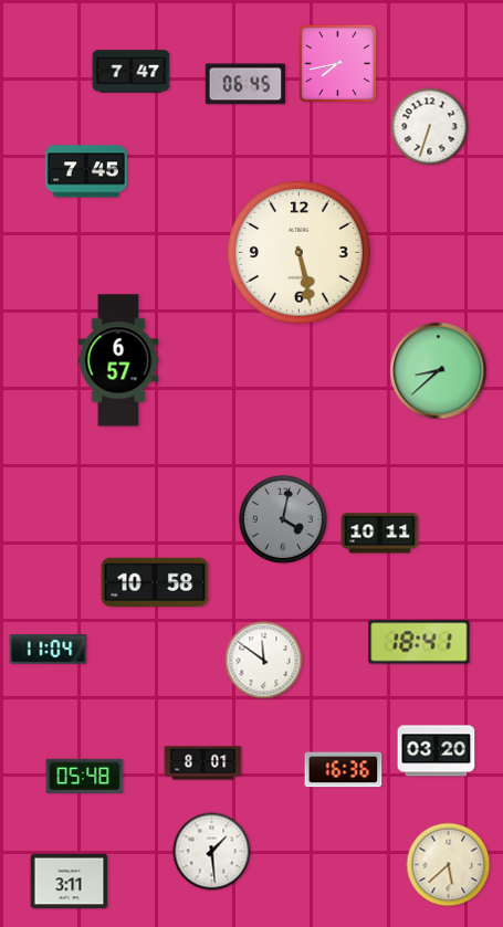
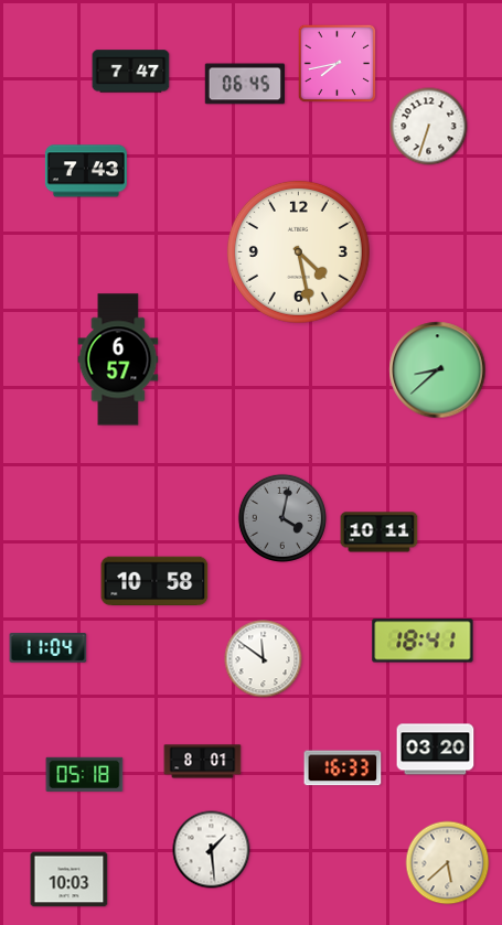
clock at (86, 171): 7:45 -> 7:43
clock at (298, 252): 5:28 -> 4:28
clock at (419, 642) position: (419, 642) -> (423, 641)
clock at (344, 770): 16:36 -> 16:33
clock at (85, 776): 05:48 -> 05:18
clock at (70, 882): 3:11 -> 10:03
